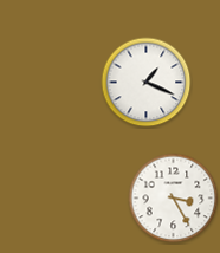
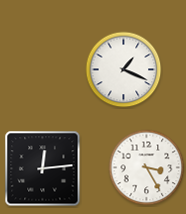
clock at (43, 169): none -> 12:14
